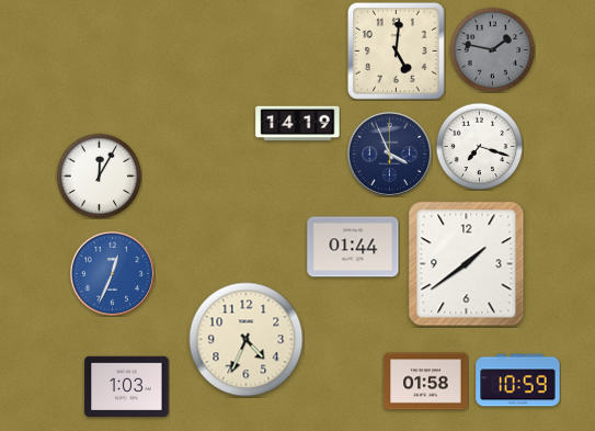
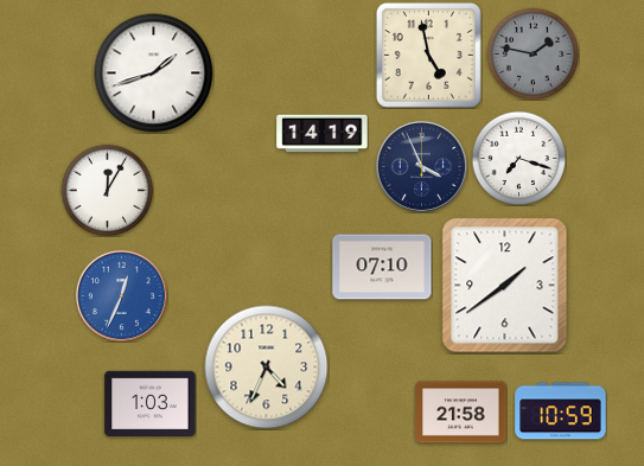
clock at (396, 50): 5:01 -> 4:58
clock at (154, 74): none -> 1:42
clock at (353, 247): 01:44 -> 07:10
clock at (426, 382): 01:58 -> 21:58
clock at (127, 387) position: (127, 387) -> (151, 404)
